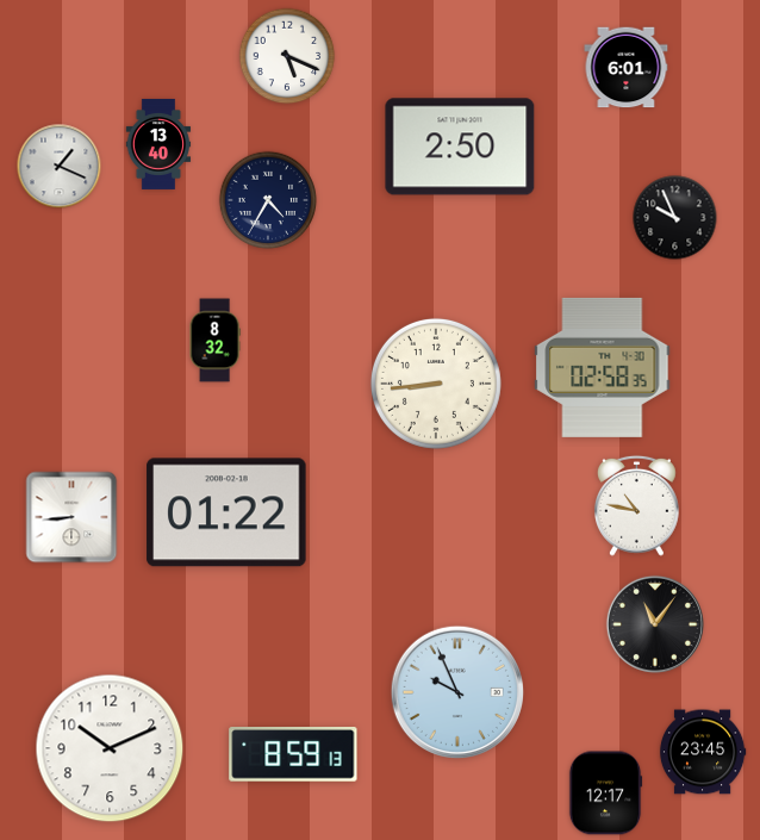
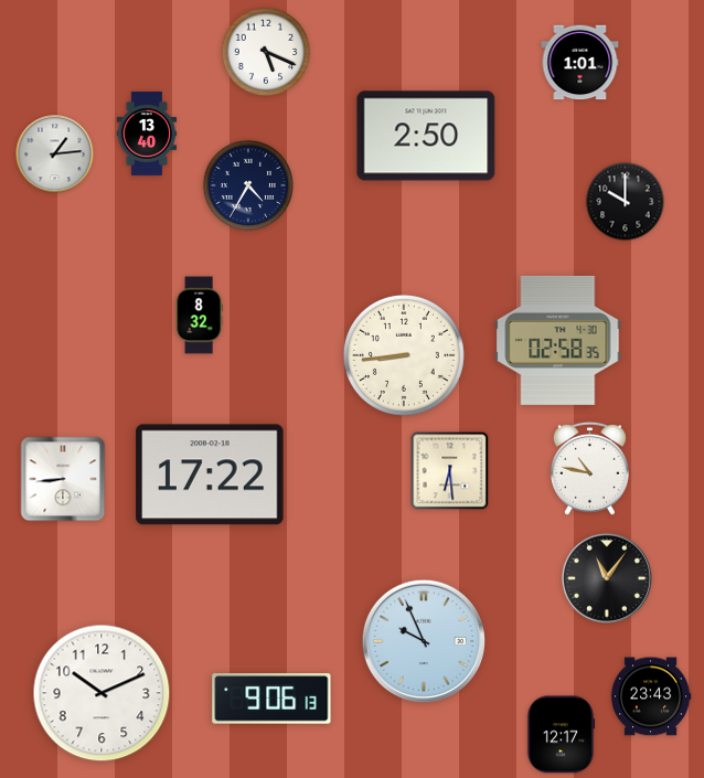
clock at (627, 68): 6:01 -> 1:01
clock at (60, 167): 1:19 -> 1:14
clock at (675, 218): 9:56 -> 10:00
clock at (450, 471): none -> 6:29
clock at (226, 512): 01:22 -> 17:22
clock at (71, 517) position: (71, 517) -> (63, 479)
clock at (703, 752): 23:45 -> 23:43
clock at (293, 754): 8:59 -> 9:06
